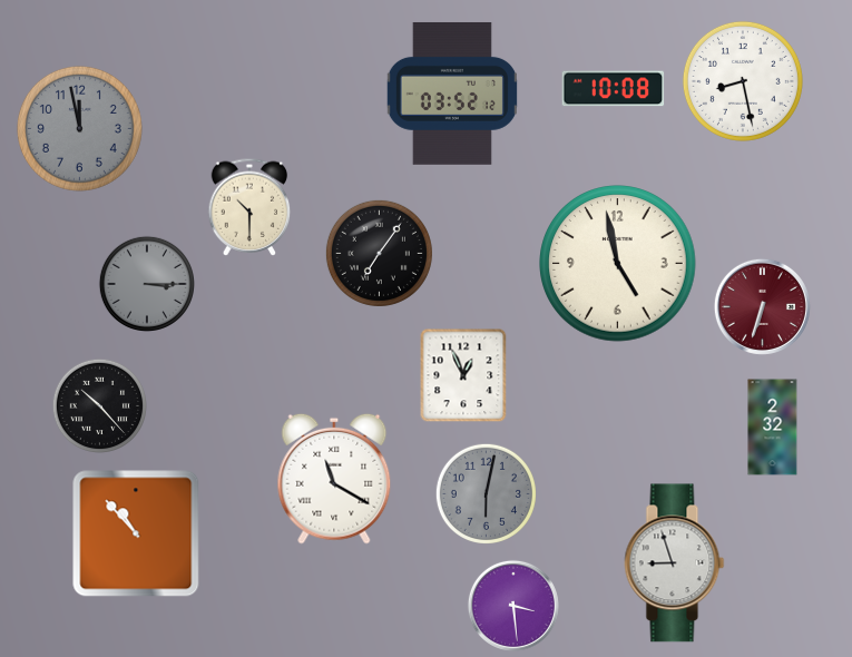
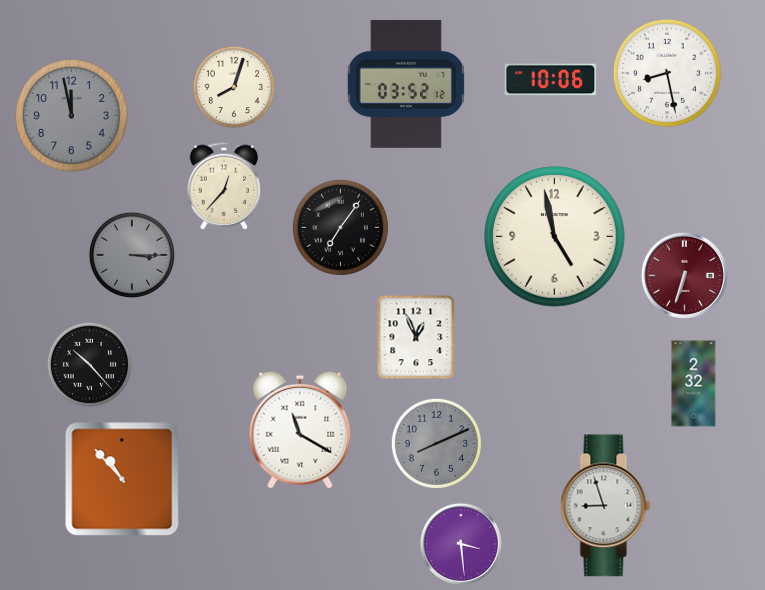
clock at (614, 89): 10:08 -> 10:06
clock at (234, 87): none -> 8:03
clock at (249, 207): 10:30 -> 12:37
clock at (486, 493): 6:02 -> 8:11
